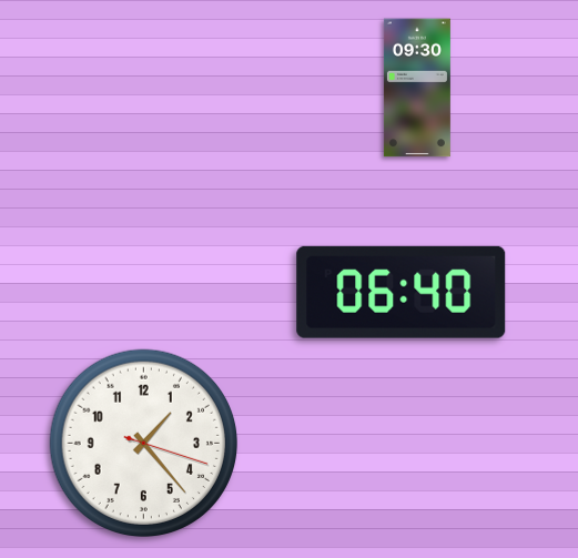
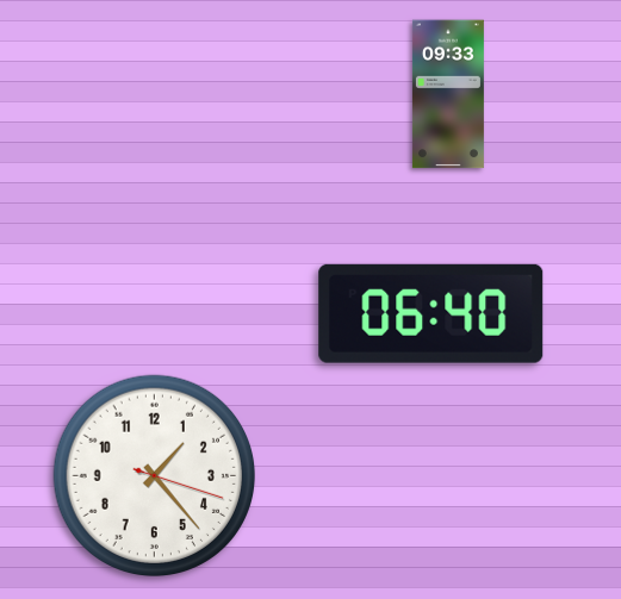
clock at (417, 88): 09:30 -> 09:33
